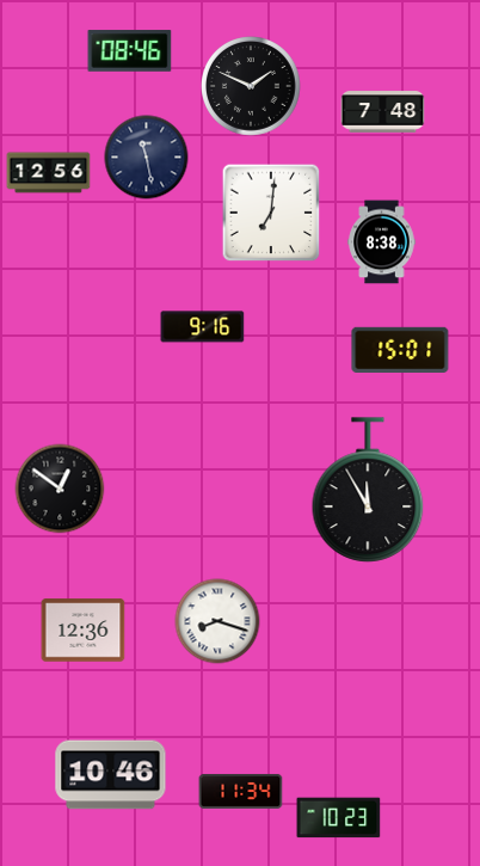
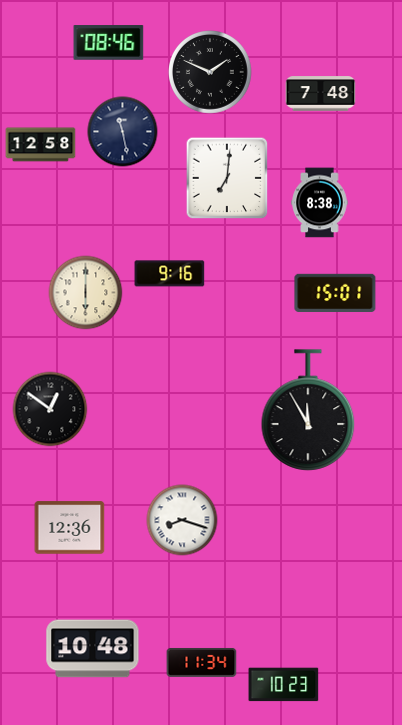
clock at (49, 173): 12:56 -> 12:58
clock at (86, 293): none -> 6:00
clock at (111, 775): 10:46 -> 10:48
